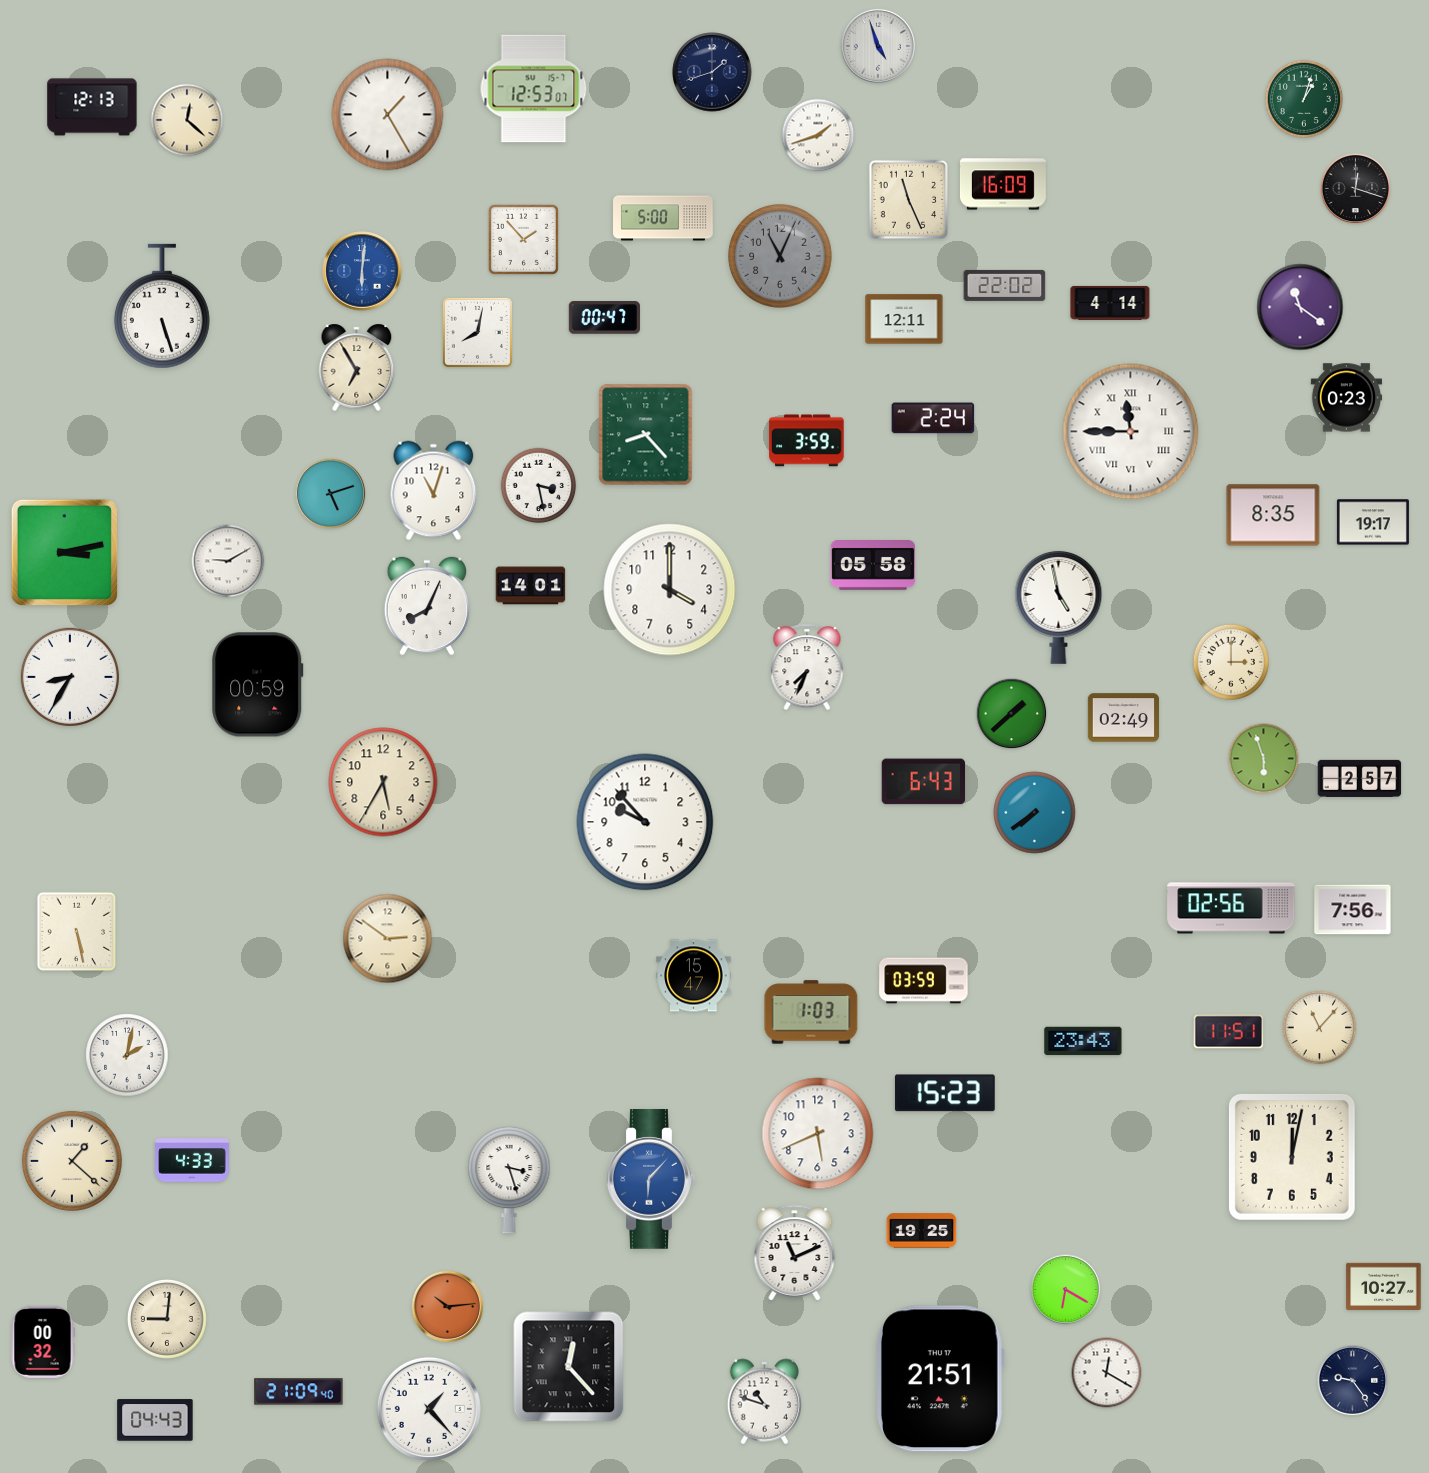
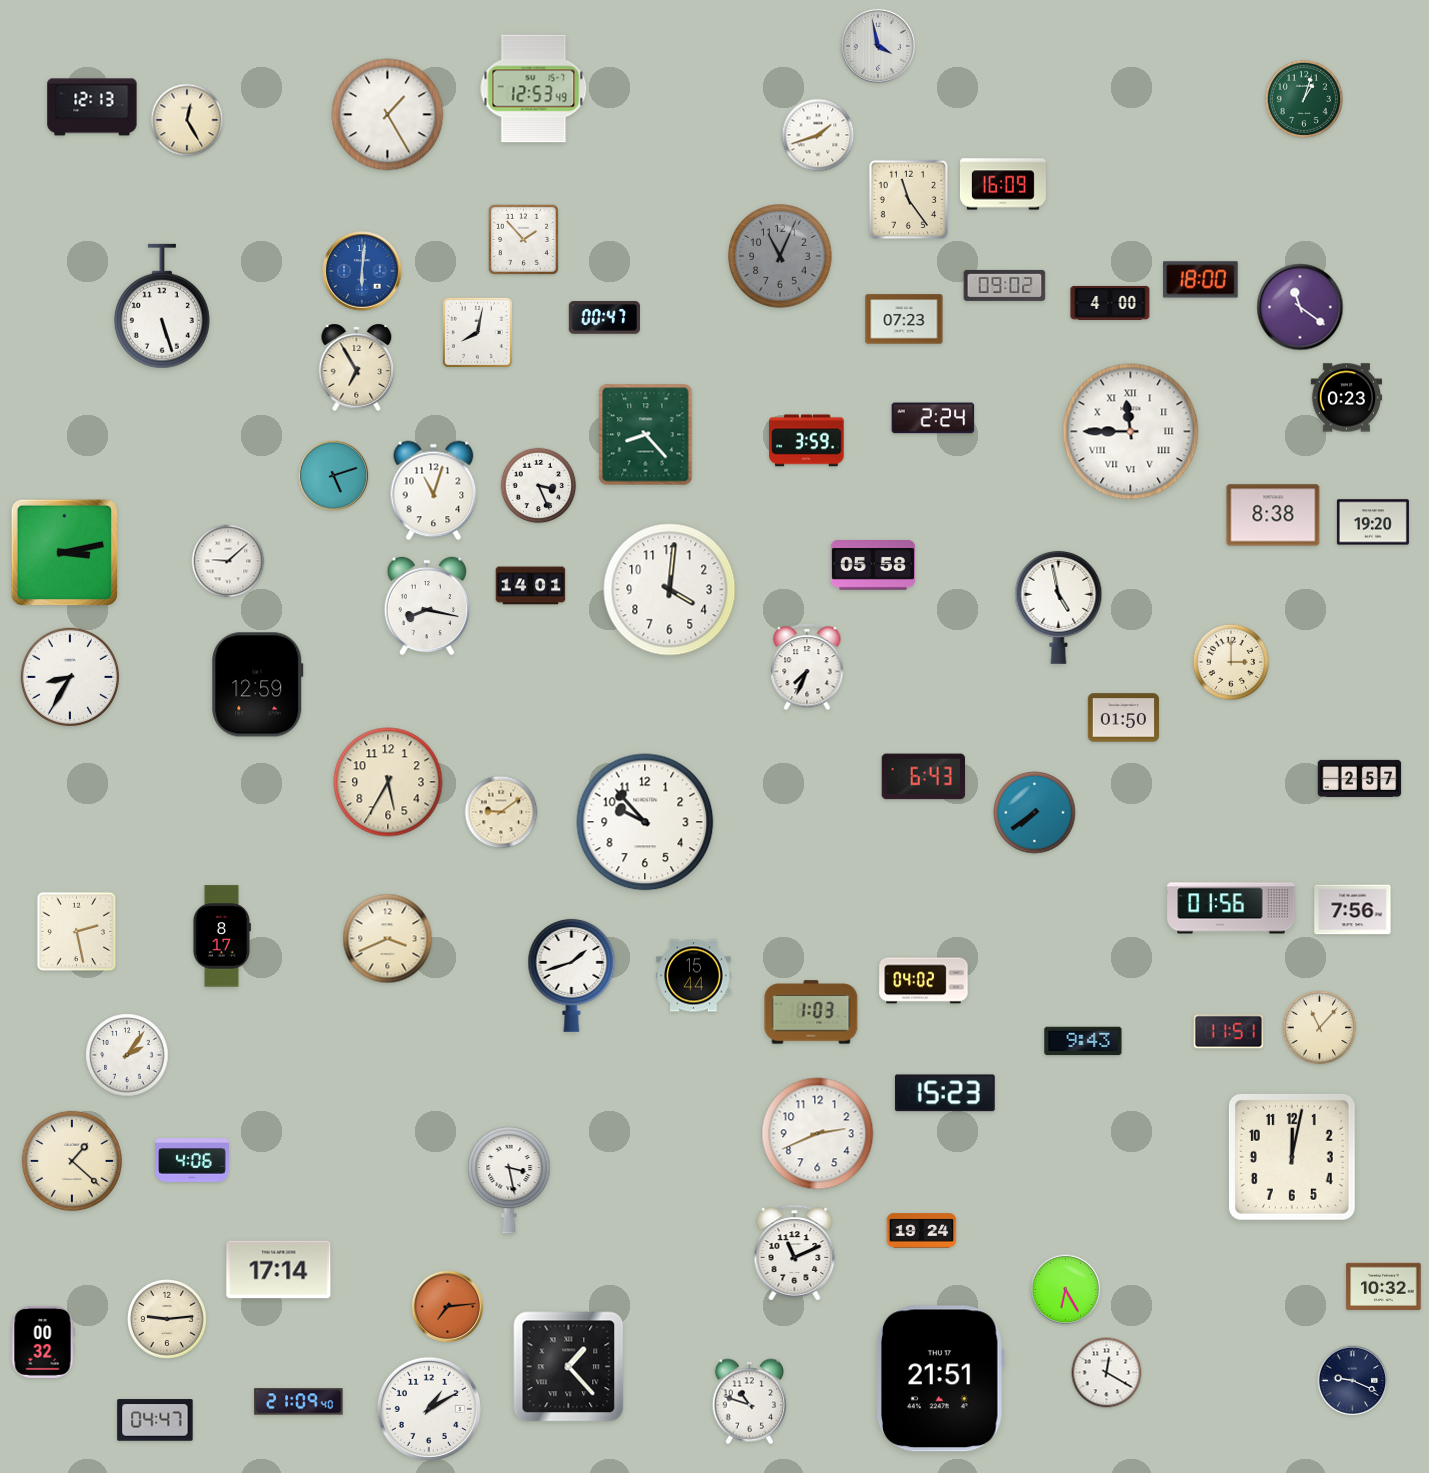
clock at (878, 46): 4:57 -> 3:58
clock at (712, 72): 1:42 -> none
clock at (534, 89): 12:53:07 -> 12:53:49
clock at (187, 120): 12:22 -> 12:25
clock at (1356, 189): 12:18 -> none
clock at (908, 199): 11:26 -> 11:24
clock at (663, 218): 5:00 -> none
clock at (1201, 280): none -> 18:00
clock at (1005, 285): 22:02 -> 09:02
clock at (1110, 303): 4:14 -> 4:00
clock at (904, 319): 12:11 -> 07:23
clock at (539, 486): 3:28 -> 3:26
clock at (331, 494) position: (331, 494) -> (334, 476)
clock at (1273, 515): 8:35 -> 8:38
clock at (1373, 522): 19:17 -> 19:20
clock at (228, 561): 9:10 -> 9:08
clock at (670, 590): 4:00 -> 4:01
clock at (426, 606): 8:04 -> 8:17
clock at (258, 685): 00:59 -> 12:59
clock at (1012, 714): 1:38 -> none
clock at (1123, 718): 02:49 -> 01:50
clock at (1264, 759): 5:57 -> none
clock at (383, 782) position: (383, 782) -> (388, 782)
clock at (924, 782) position: (924, 782) -> (924, 777)
clock at (501, 812): none -> 9:09
clock at (1231, 908): 02:56 -> 01:56
clock at (76, 931): 5:28 -> 2:28
clock at (221, 936): none -> 8:17
clock at (388, 939): 2:51 -> 3:41
clock at (572, 975): none -> 1:42
clock at (694, 976): 15:47 -> 15:44
clock at (924, 981): 03:59 -> 04:02
clock at (1083, 1041): 23:43 -> 9:43
clock at (127, 1055): 2:02 -> 2:06
clock at (818, 1134): 5:41 -> 2:41
clock at (192, 1160): 4:33 -> 4:06
clock at (509, 1180): 3:27 -> 3:28
clock at (651, 1180): 6:07 -> none
clock at (922, 1231): 19:25 -> 19:24
clock at (279, 1270): none -> 17:14
clock at (1384, 1286): 10:27 -> 10:32
clock at (1066, 1290): 6:20 -> 6:25
clock at (447, 1306): 10:14 -> 7:14
clock at (167, 1319): 9:01 -> 9:14
clock at (569, 1367): 12:23 -> 1:23
clock at (1353, 1381): 9:24 -> 9:19
clock at (299, 1392) position: (299, 1392) -> (299, 1402)
clock at (764, 1402) position: (764, 1402) -> (749, 1402)
clock at (429, 1409): 1:23 -> 1:10
clock at (155, 1420): 04:43 -> 04:47
